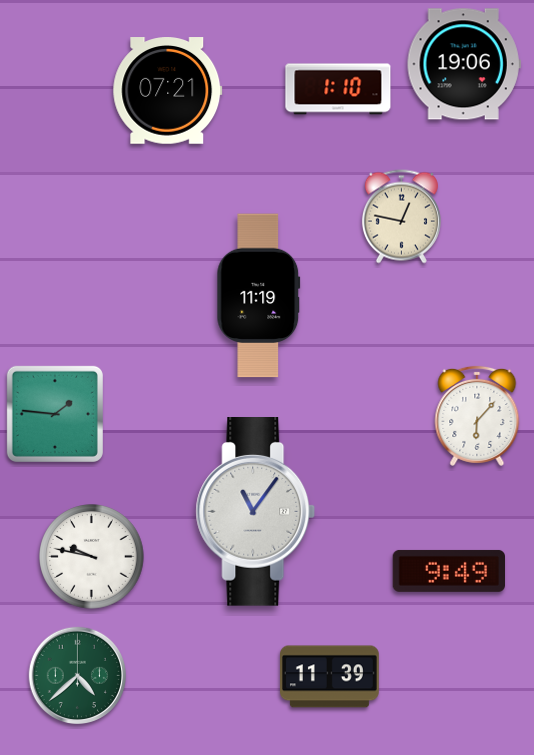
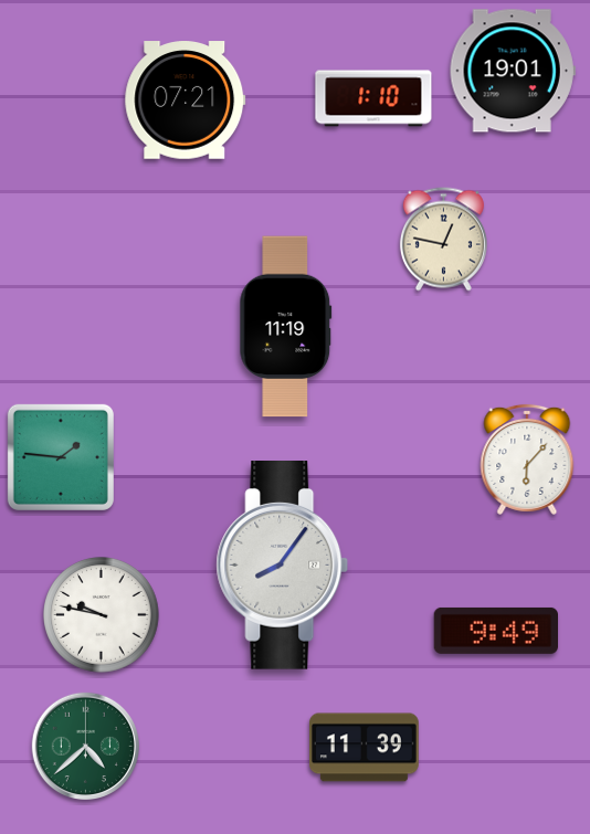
clock at (464, 64): 19:06 -> 19:01
clock at (256, 512): 11:06 -> 8:06
